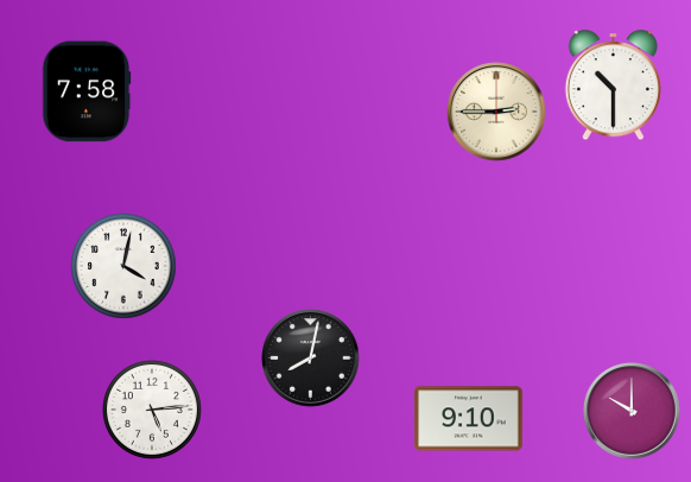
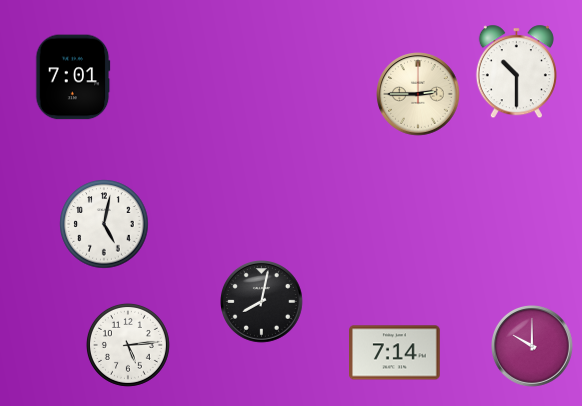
clock at (87, 91): 7:58 -> 7:01
clock at (123, 266): 4:02 -> 5:02
clock at (469, 419): 9:10 -> 7:14
